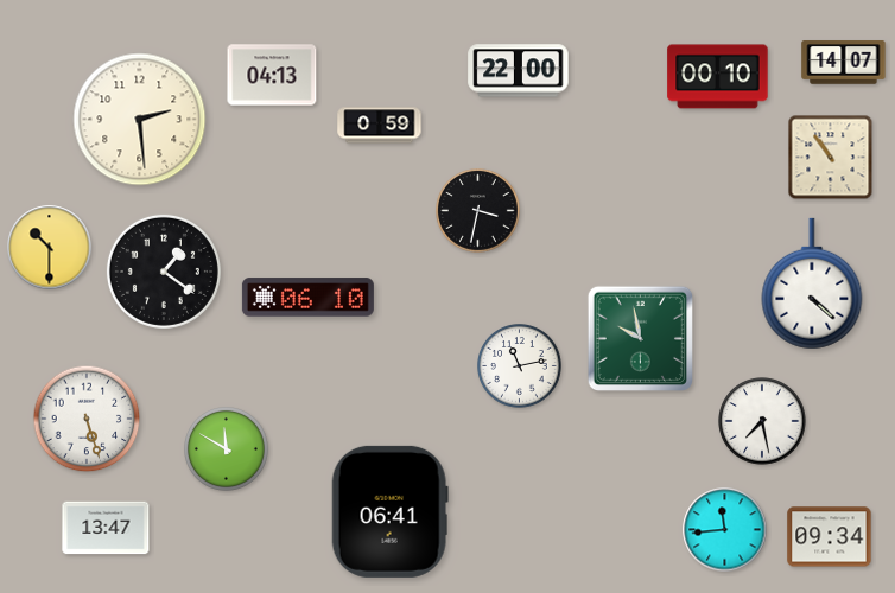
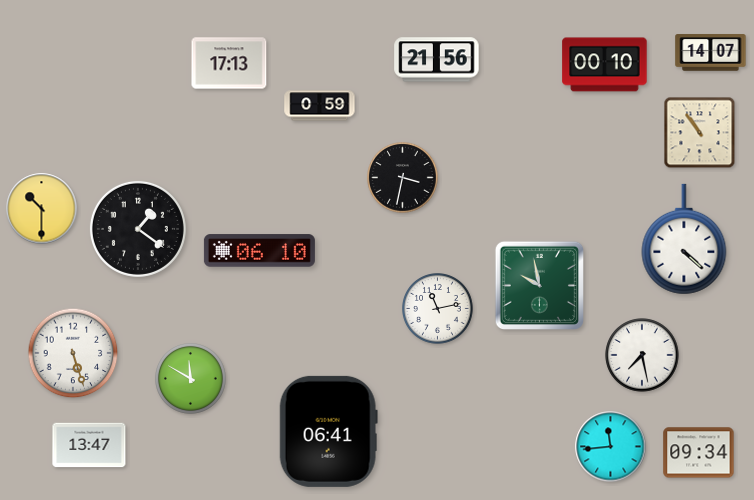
clock at (519, 71): 22:00 -> 21:56
clock at (272, 75): 04:13 -> 17:13
clock at (140, 120): 2:29 -> none
